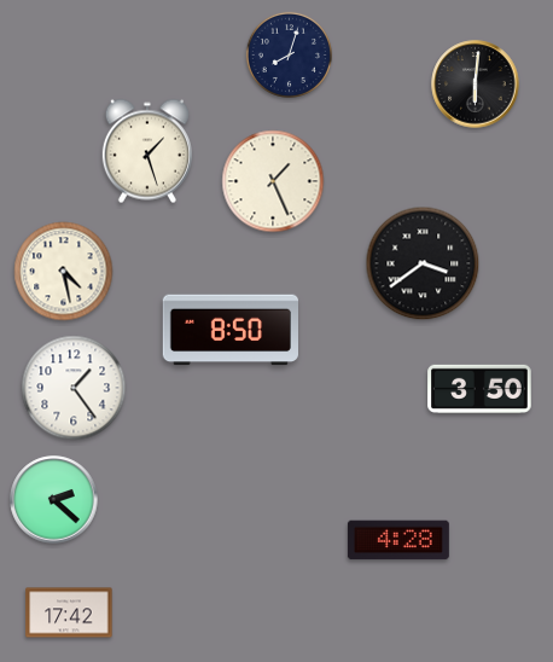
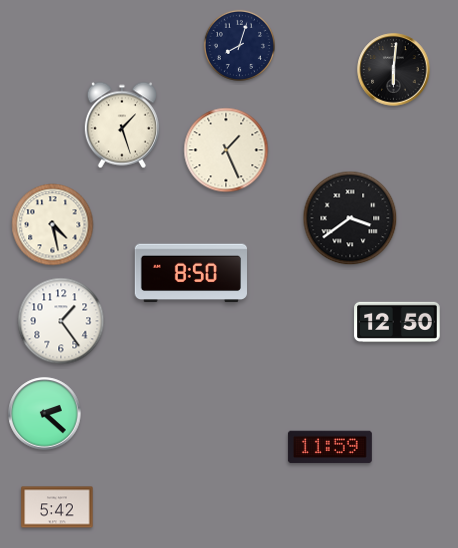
clock at (479, 389): 3:50 -> 12:50
clock at (398, 540): 4:28 -> 11:59
clock at (69, 612): 17:42 -> 5:42
